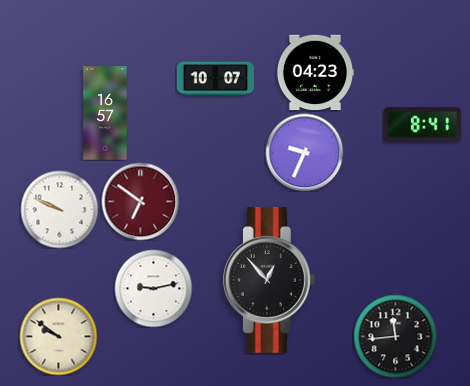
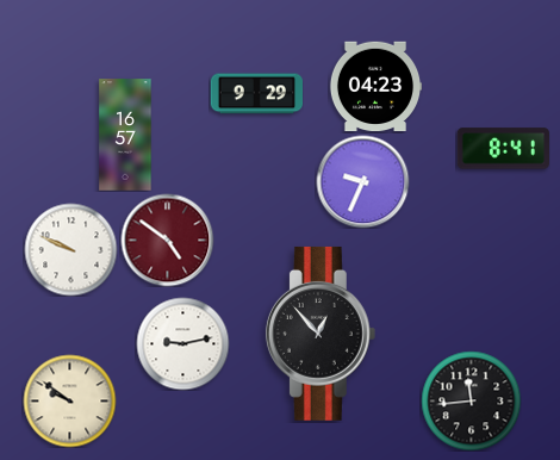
clock at (215, 79): 10:07 -> 9:29
clock at (140, 201): 6:51 -> 4:51
